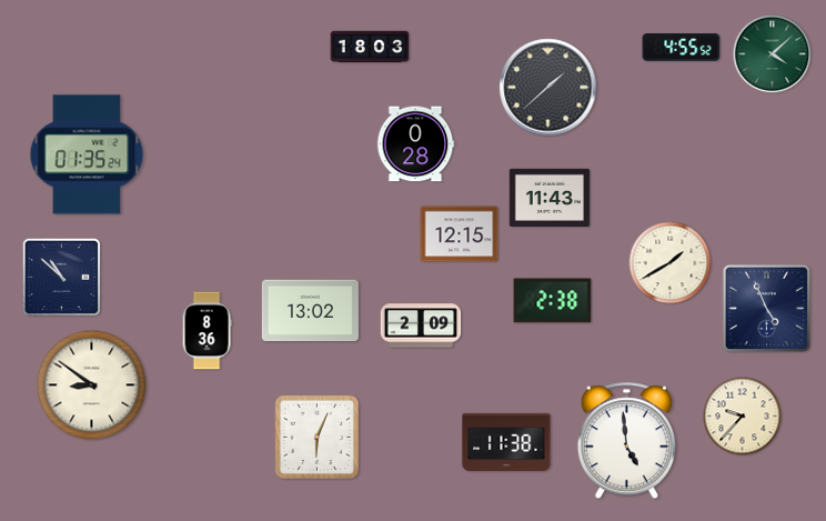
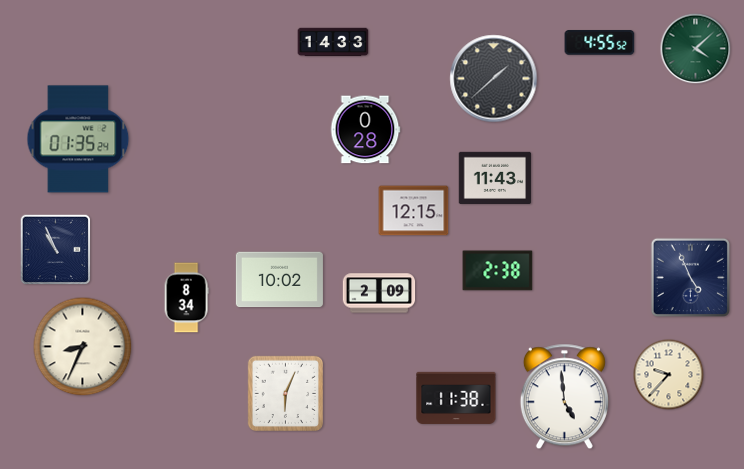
clock at (370, 47): 18:03 -> 14:33
clock at (682, 48) position: (682, 48) -> (600, 43)
clock at (415, 144) position: (415, 144) -> (365, 130)
clock at (671, 263): 1:40 -> none
clock at (62, 278): 10:52 -> 10:56
clock at (310, 311): 13:02 -> 10:02
clock at (206, 331): 8:36 -> 8:34
clock at (92, 385): 8:51 -> 8:34
